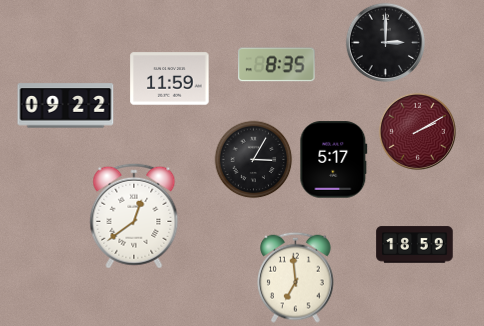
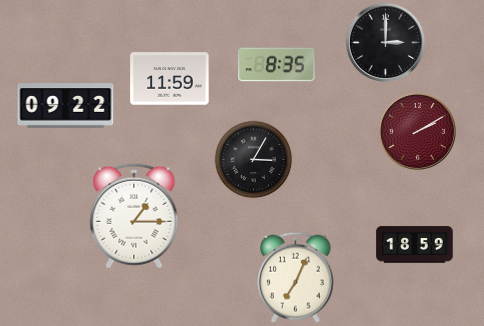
clock at (334, 160): 5:17 -> none
clock at (134, 216): 12:39 -> 1:15
clock at (296, 277): 6:59 -> 7:04
